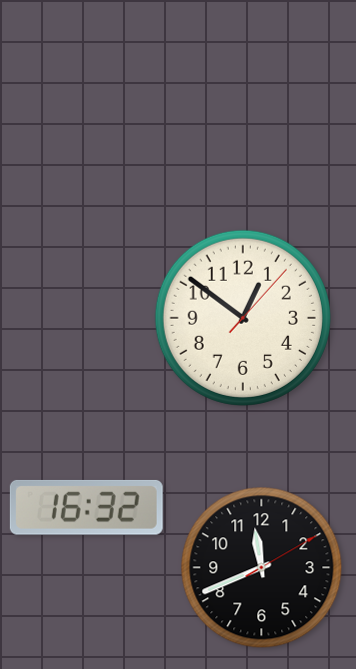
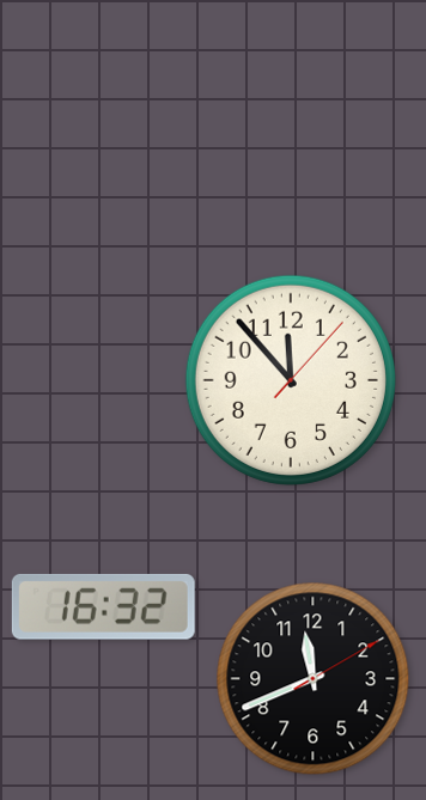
clock at (243, 318): 12:51 -> 11:53
